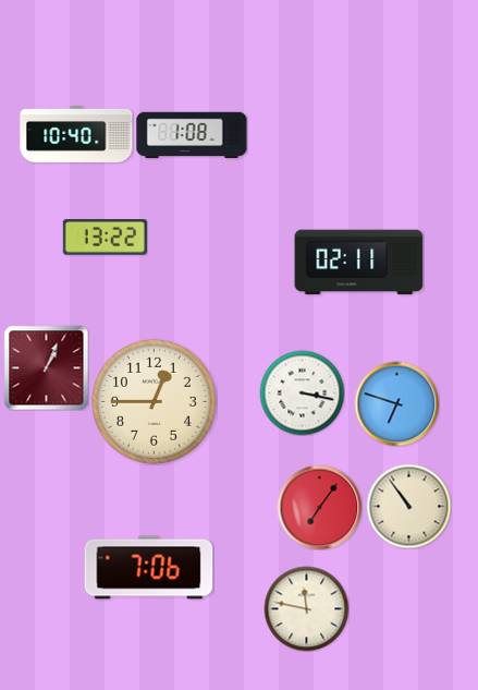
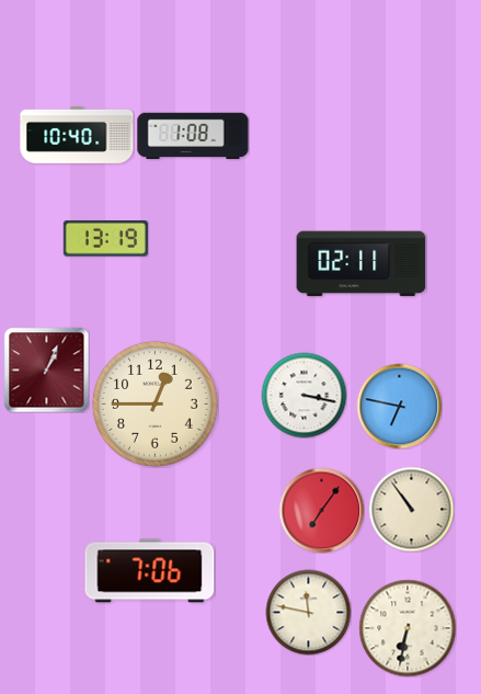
clock at (105, 238): 13:22 -> 13:19
clock at (396, 403): 6:48 -> 6:47
clock at (408, 628): none -> 6:32
